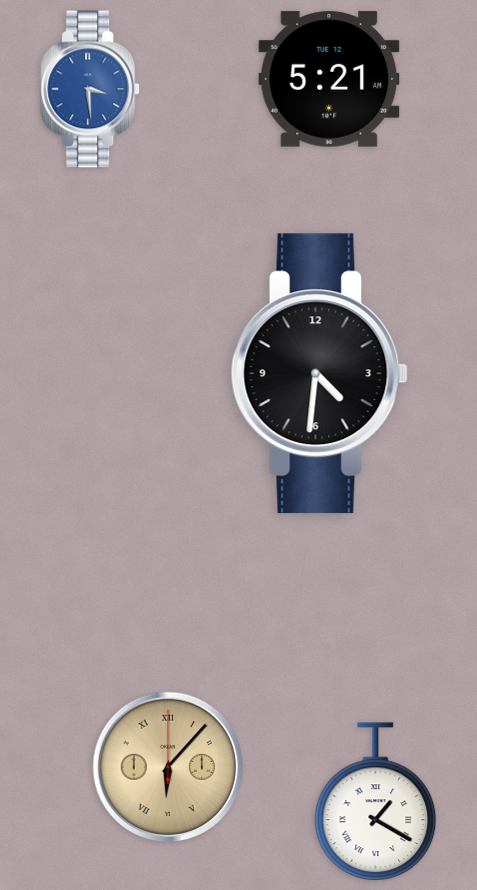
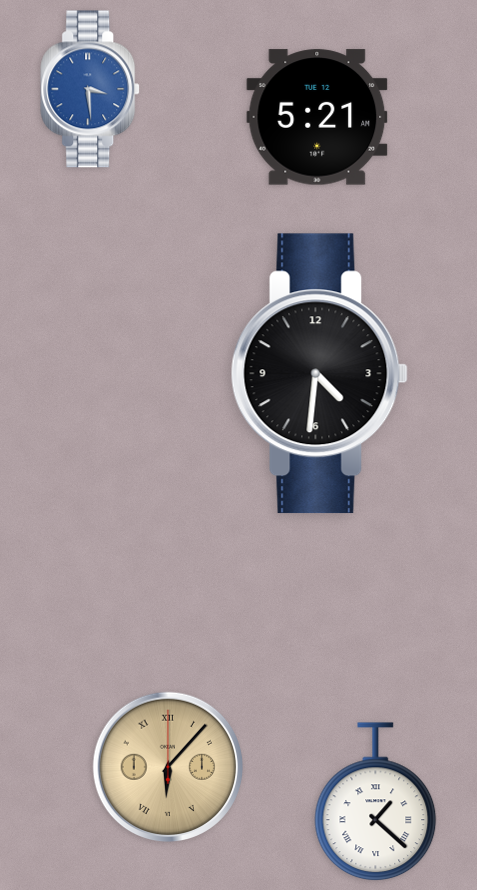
clock at (329, 79) position: (329, 79) -> (317, 117)
clock at (376, 802): 1:20 -> 1:22
